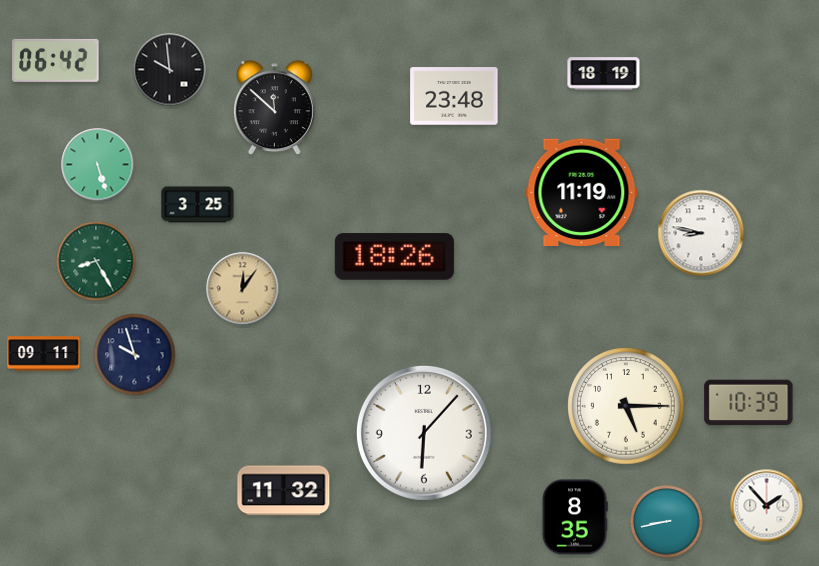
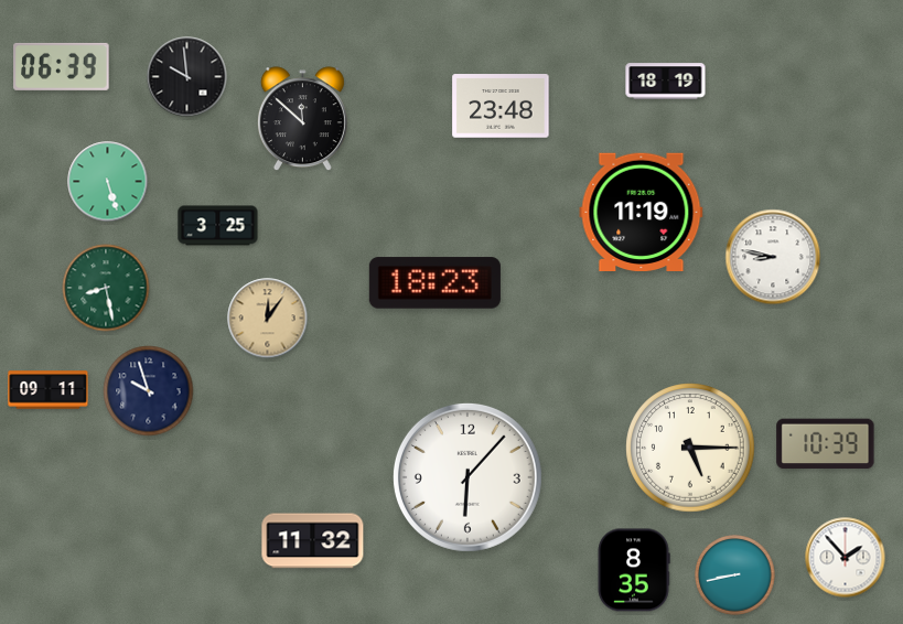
clock at (56, 60): 06:42 -> 06:39
clock at (394, 257): 18:26 -> 18:23
clock at (96, 261): 8:25 -> 8:28
